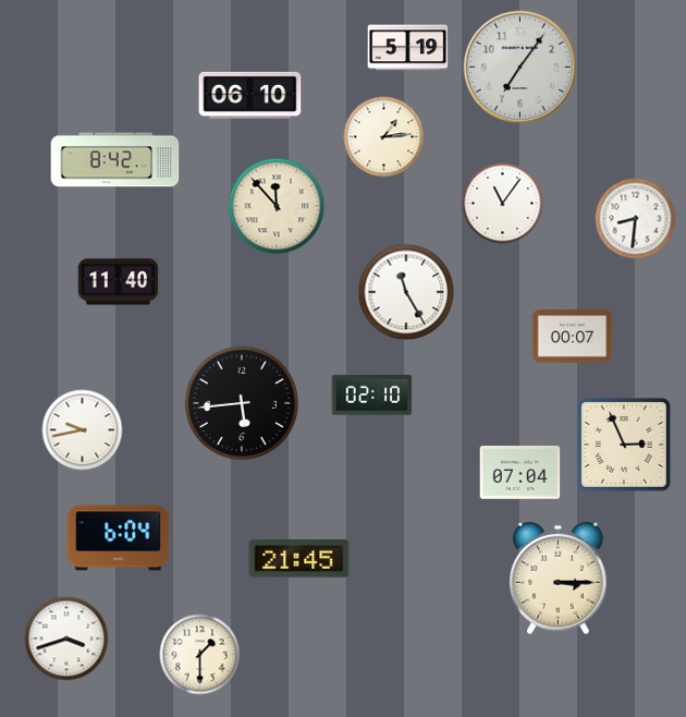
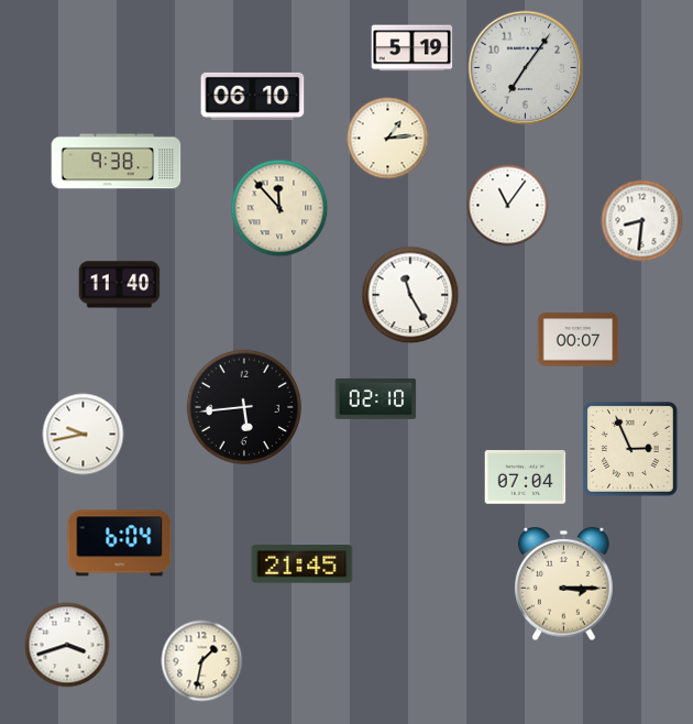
clock at (115, 160): 8:42 -> 9:38
clock at (200, 655): 1:30 -> 1:32
